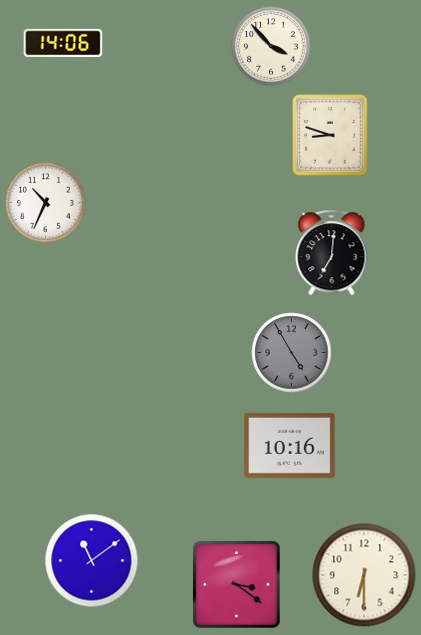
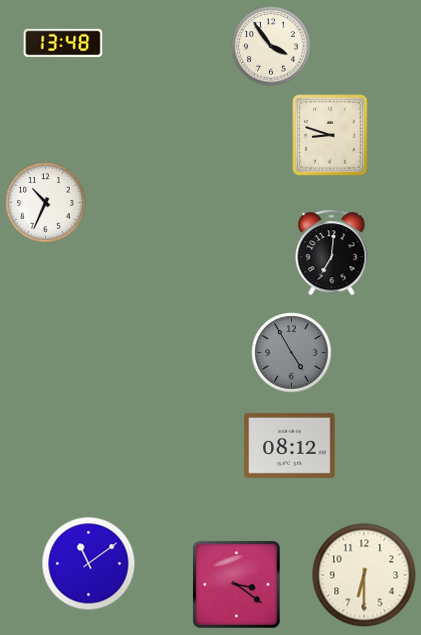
clock at (63, 43): 14:06 -> 13:48
clock at (271, 46): 3:53 -> 3:54
clock at (290, 445): 10:16 -> 08:12
clock at (92, 561) position: (92, 561) -> (89, 564)
